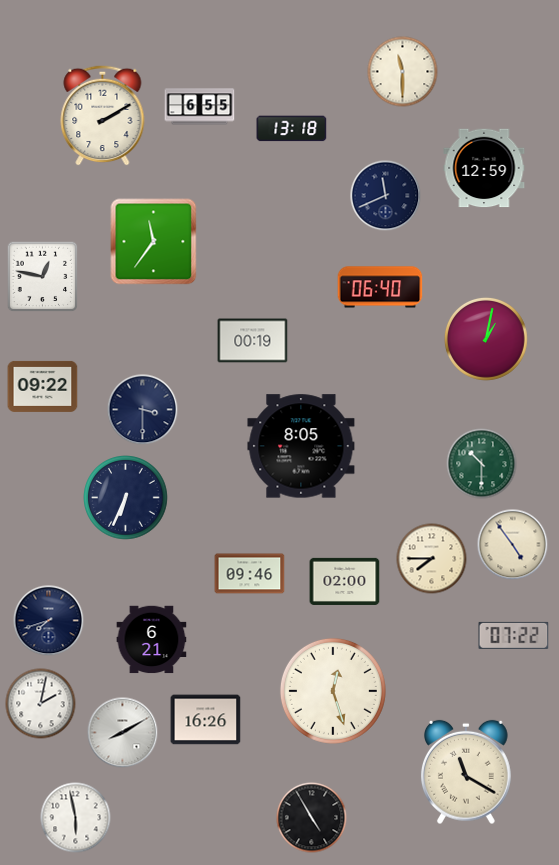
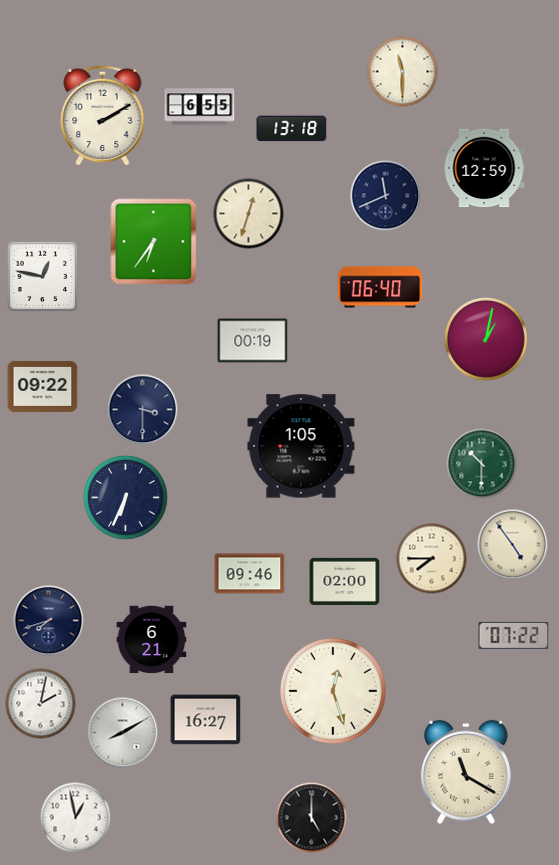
clock at (249, 214): none -> 12:33
clock at (154, 242): 11:36 -> 6:36
clock at (301, 446): 8:05 -> 1:05
clock at (206, 720): 16:26 -> 16:27
clock at (76, 818): 5:58 -> 12:58
clock at (312, 818): 4:55 -> 5:00
